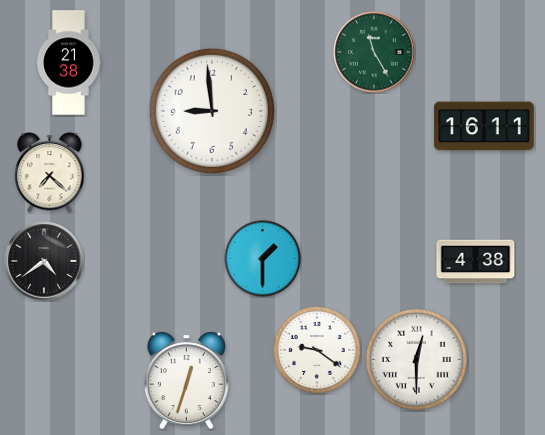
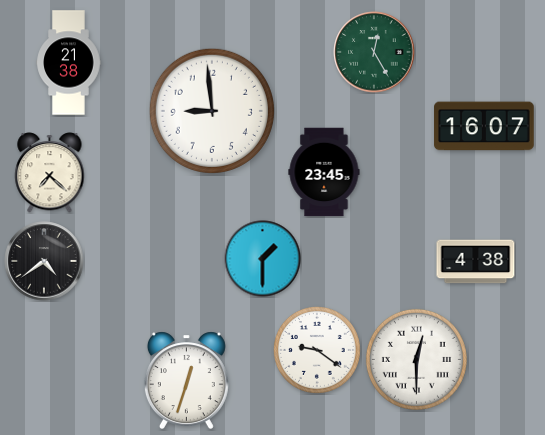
clock at (374, 52): 11:25 -> 12:25
clock at (484, 126): 16:11 -> 16:07
clock at (324, 172): none -> 23:45
